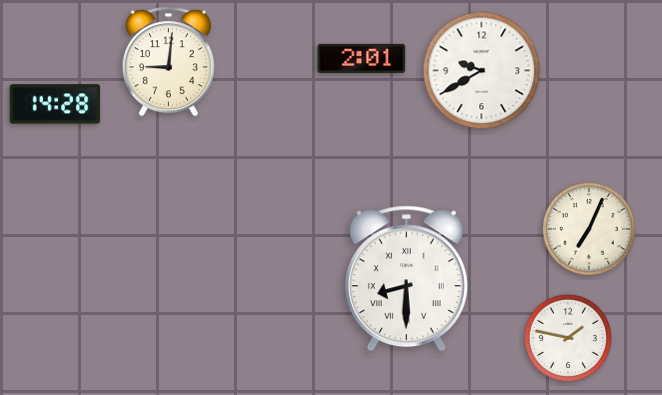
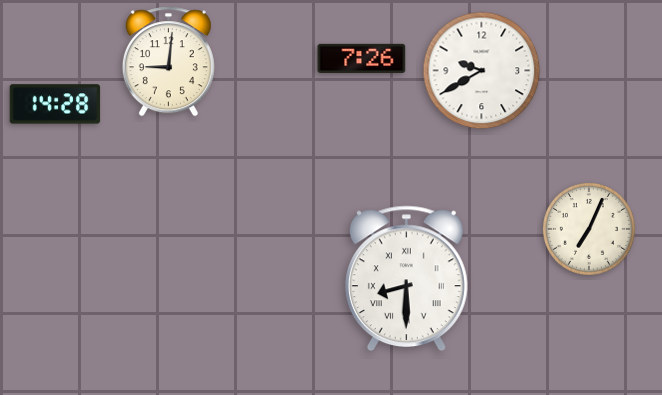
clock at (362, 58): 2:01 -> 7:26
clock at (567, 337): 1:47 -> none
